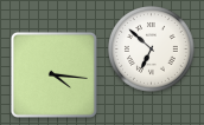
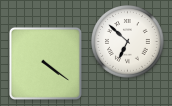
clock at (53, 74): 4:16 -> 4:21
